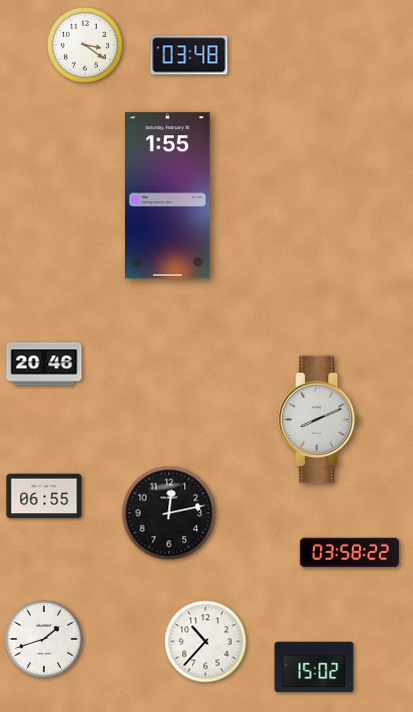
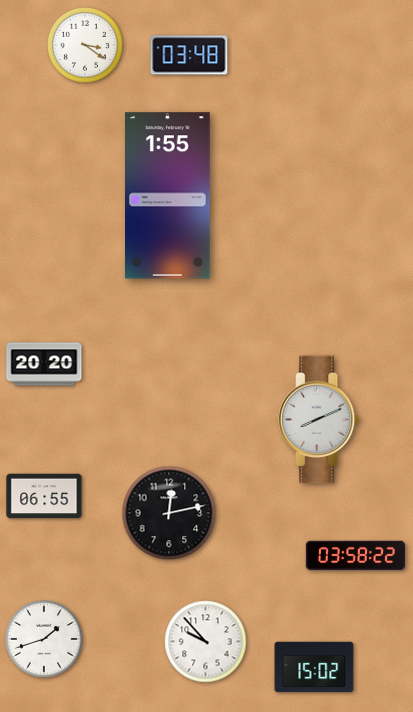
clock at (44, 364): 20:46 -> 20:20
clock at (349, 553) position: (349, 553) -> (355, 556)
clock at (206, 642): 10:37 -> 9:53
